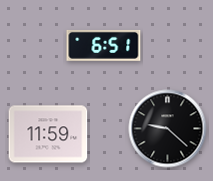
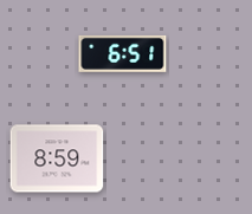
clock at (168, 129): 9:22 -> none
clock at (48, 134): 11:59 -> 8:59
